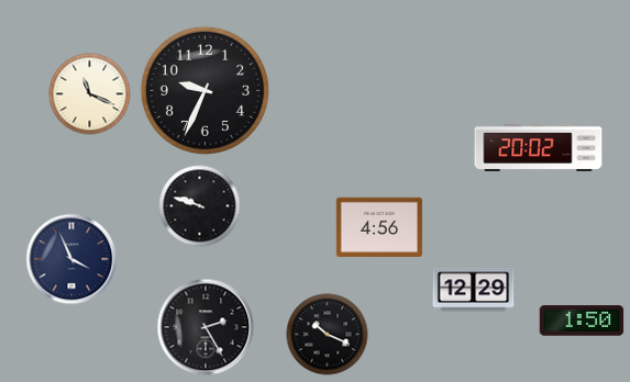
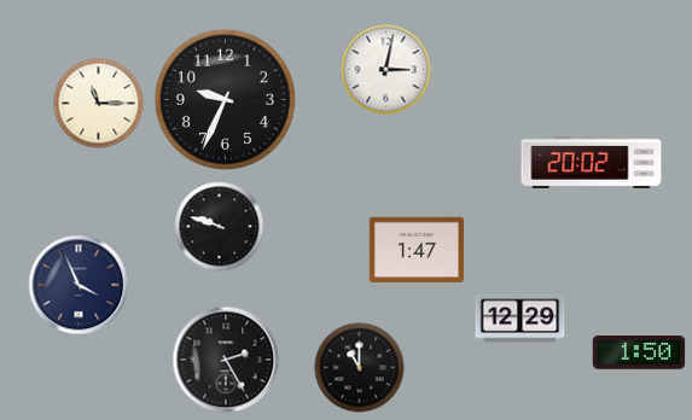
clock at (386, 70): none -> 3:02
clock at (90, 94): 11:19 -> 11:15
clock at (379, 226): 4:56 -> 1:47
clock at (328, 335): 10:19 -> 11:00
